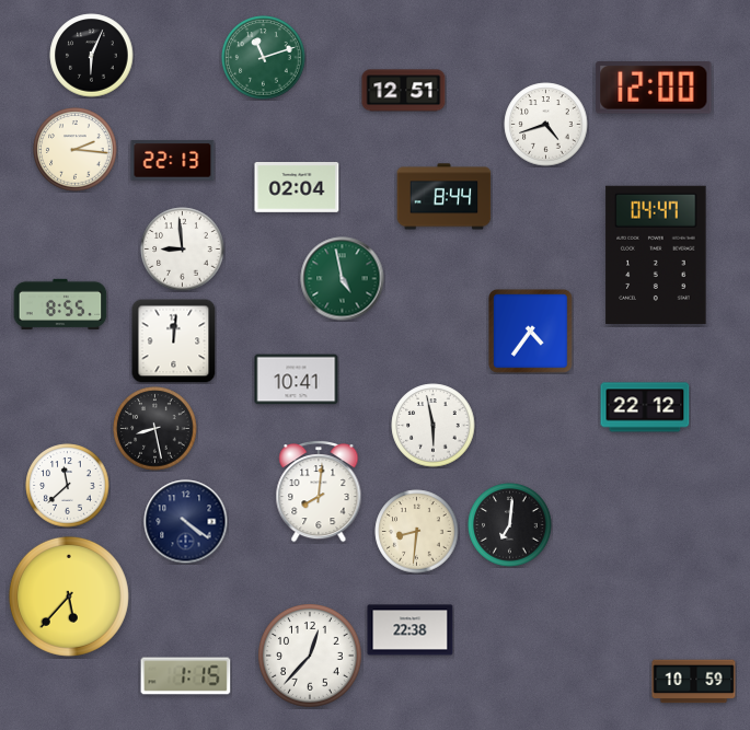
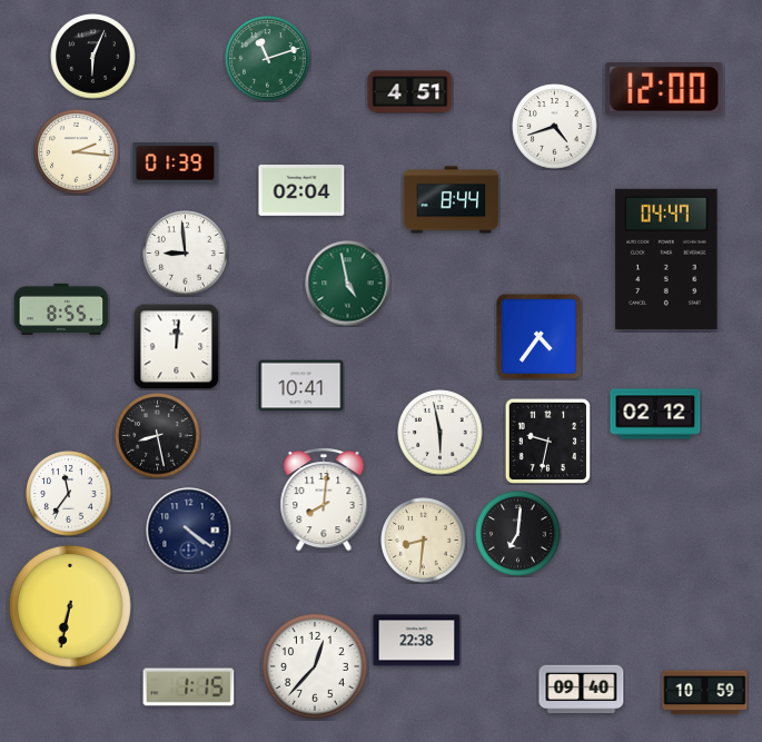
clock at (404, 91): 12:51 -> 4:51
clock at (173, 161): 22:13 -> 01:39
clock at (645, 407): 22:12 -> 02:12
clock at (547, 441): none -> 9:32
clock at (68, 486): 11:38 -> 11:36
clock at (69, 596): 5:37 -> 6:32
clock at (582, 690): none -> 09:40
